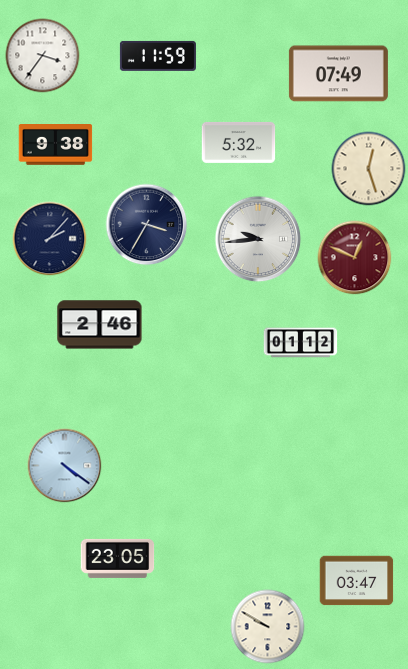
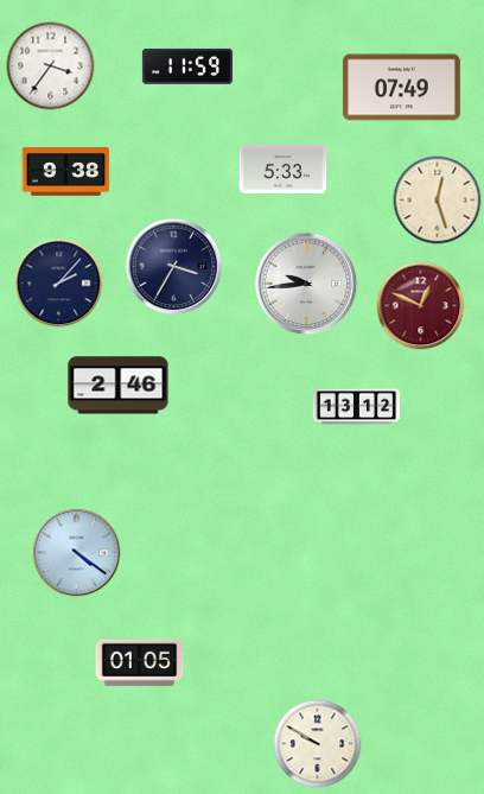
clock at (239, 142): 5:32 -> 5:33
clock at (301, 343): 01:12 -> 13:12
clock at (118, 558): 23:05 -> 01:05
clock at (357, 581): 03:47 -> none
